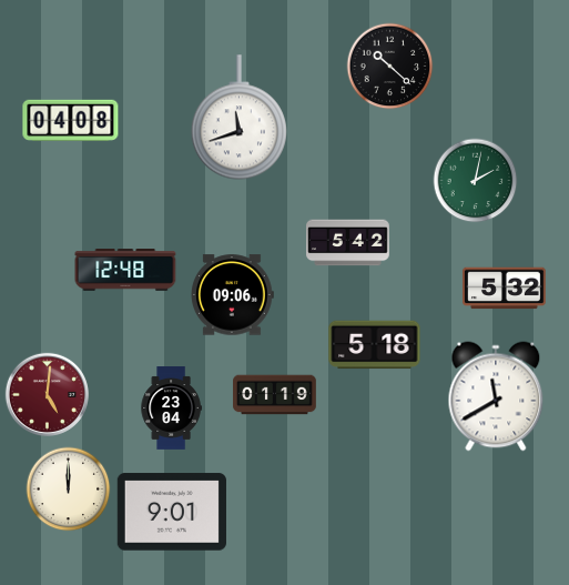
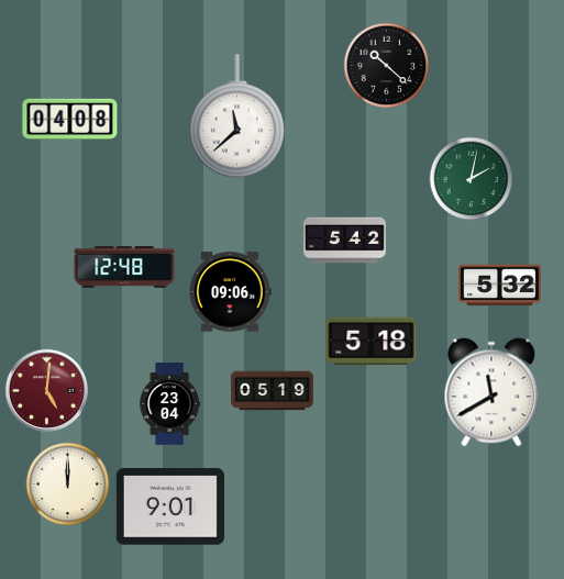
clock at (238, 118): 11:42 -> 11:38
clock at (275, 395): 01:19 -> 05:19
